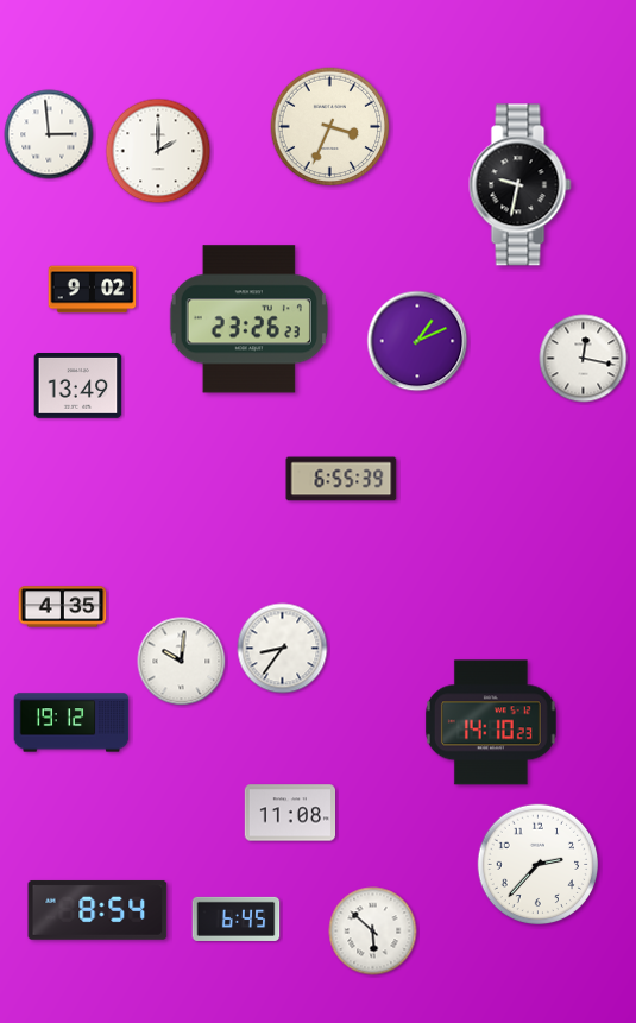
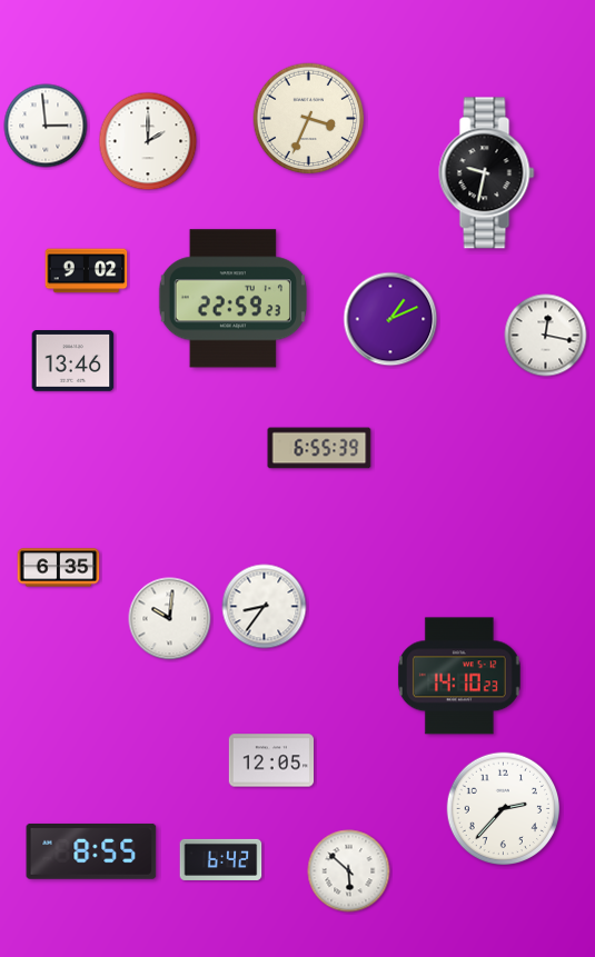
clock at (248, 320): 23:26 -> 22:59
clock at (78, 386): 13:49 -> 13:46
clock at (63, 607): 4:35 -> 6:35
clock at (71, 722): 19:12 -> none
clock at (290, 813): 11:08 -> 12:05
clock at (97, 910): 8:54 -> 8:55
clock at (237, 918): 6:45 -> 6:42
